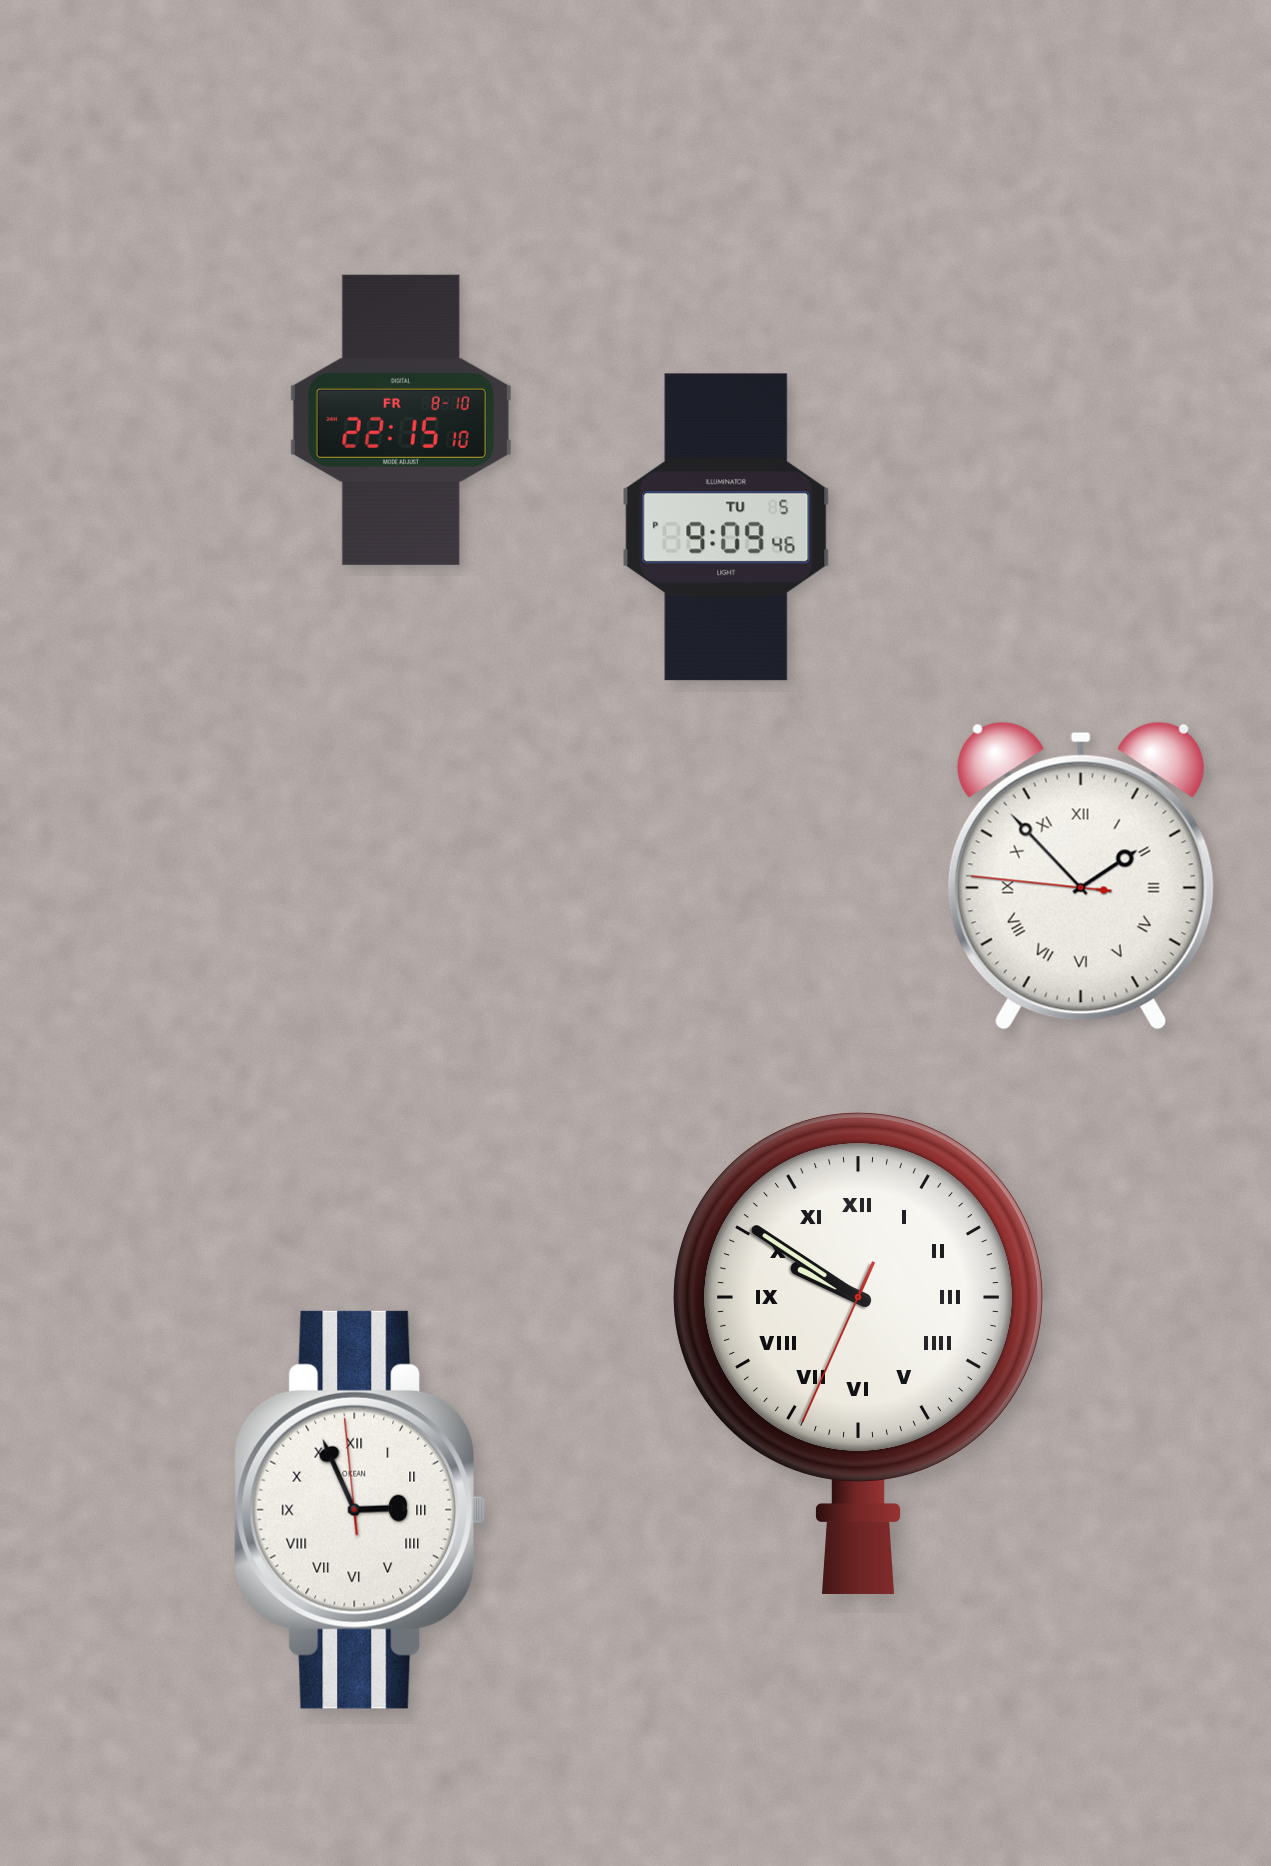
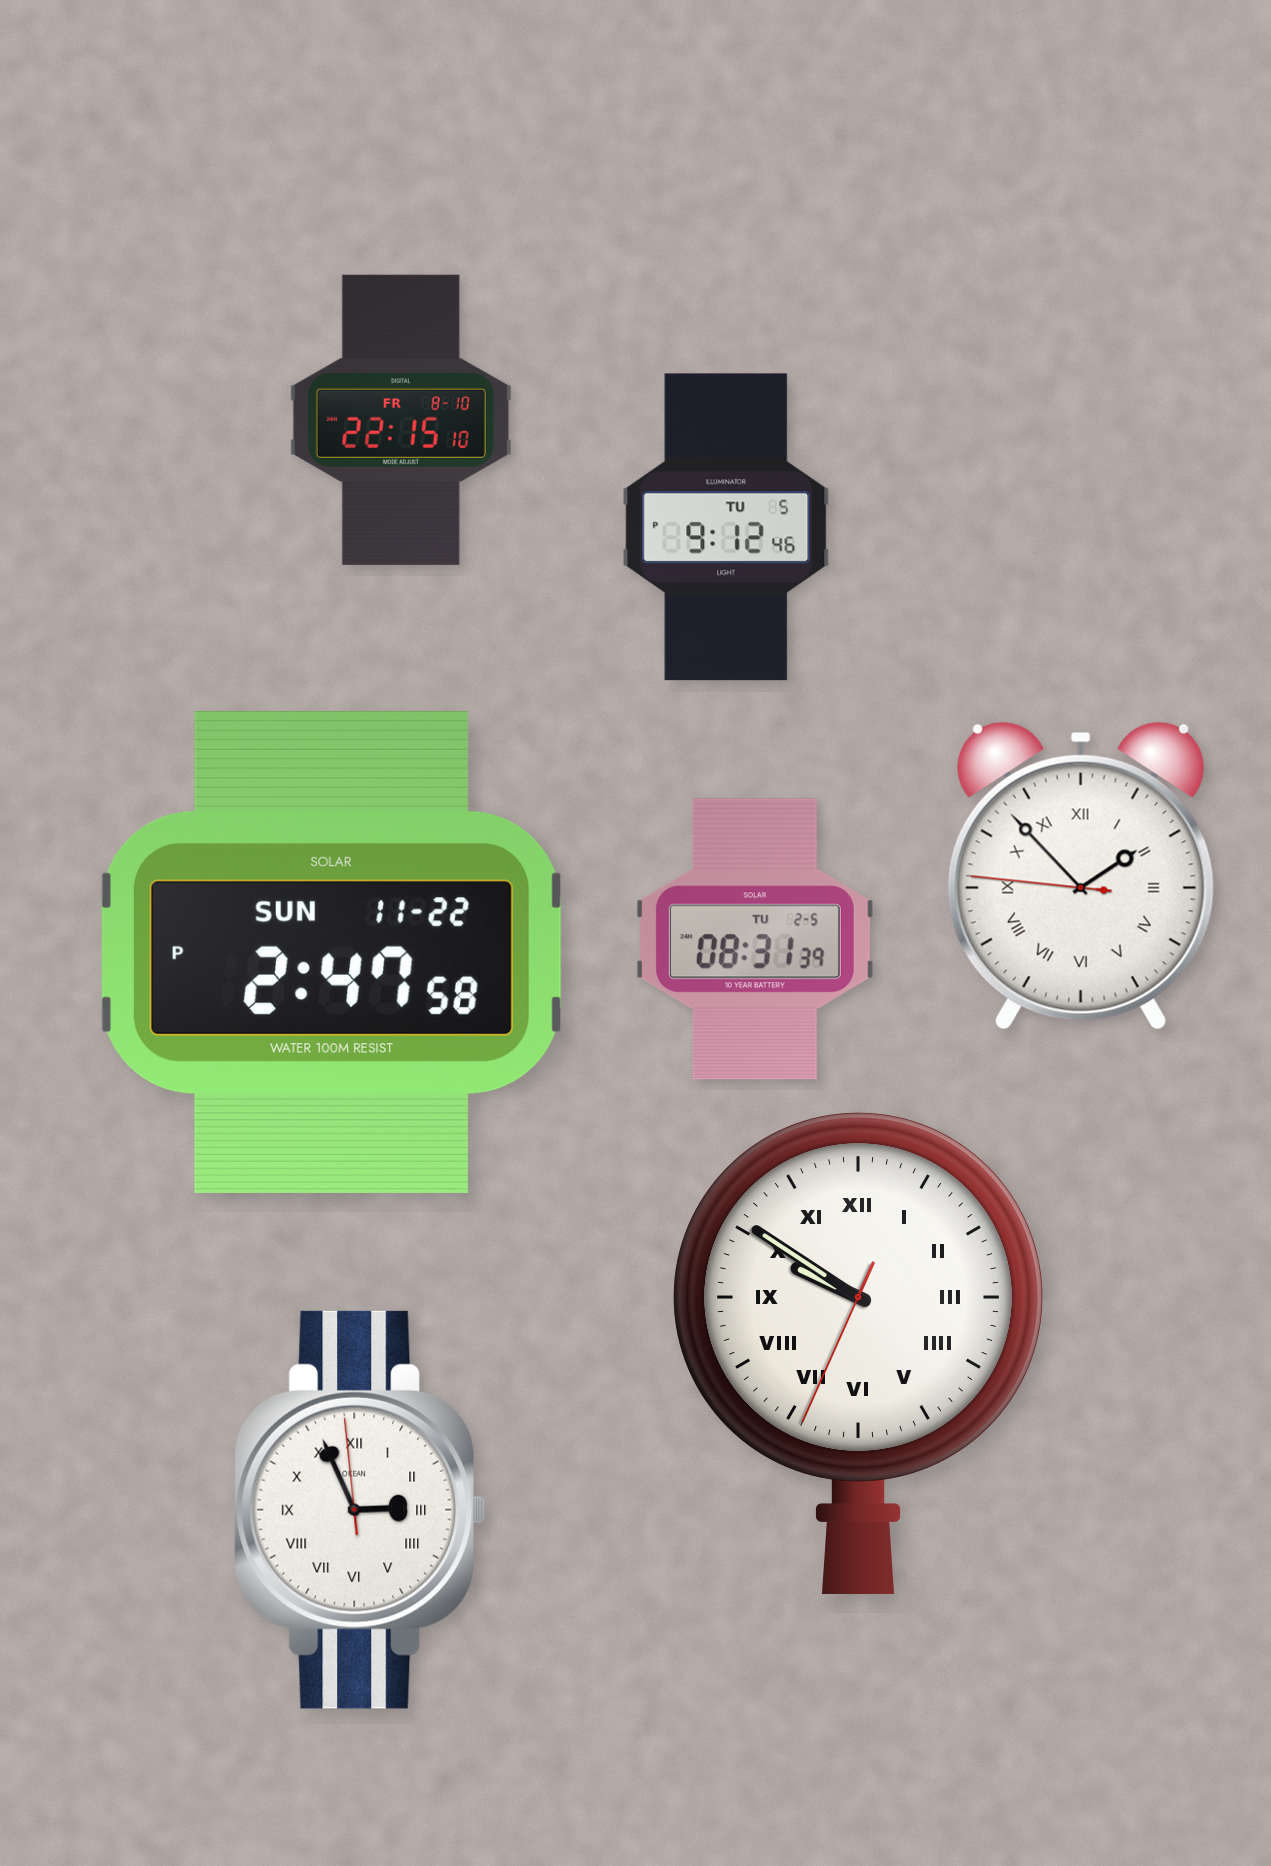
clock at (726, 527): 9:09 -> 9:12
clock at (755, 939): none -> 08:31
clock at (331, 952): none -> 2:47
